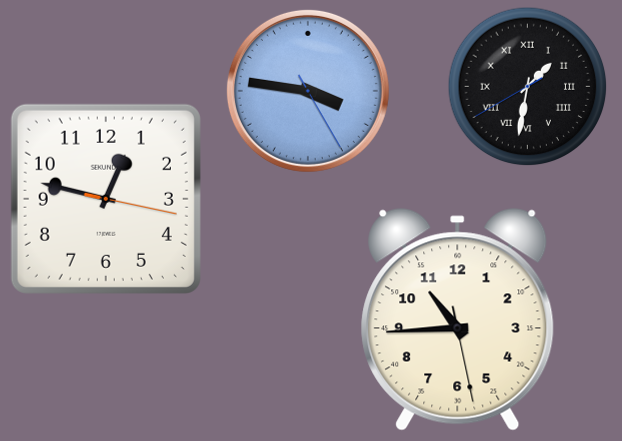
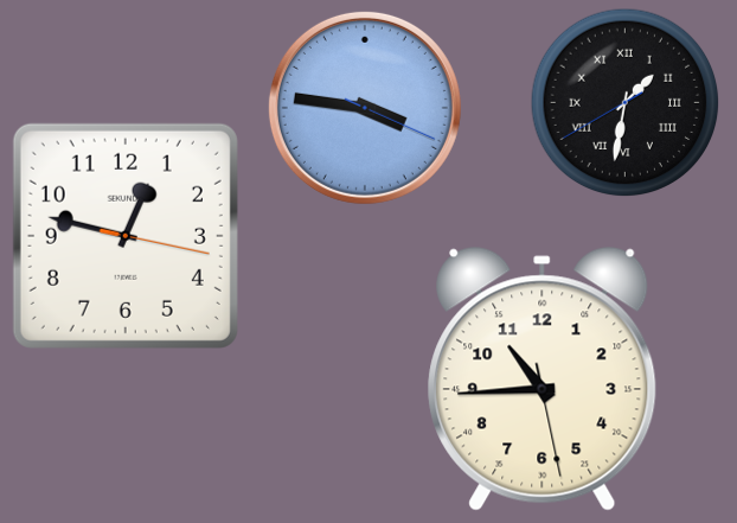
clock at (308, 91): 3:46:25 -> 3:46:19
